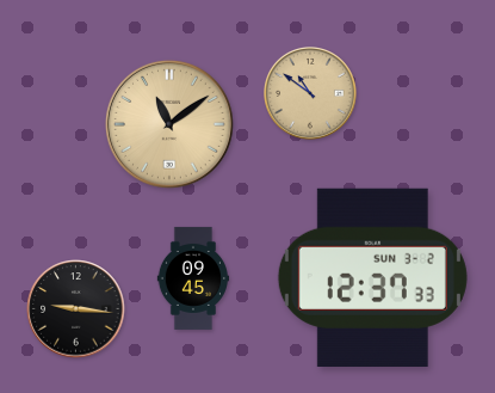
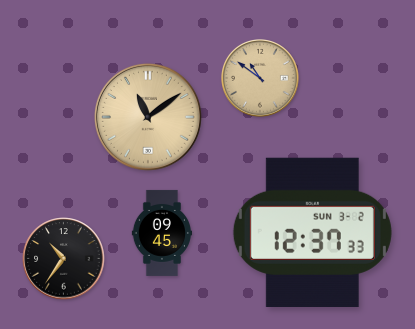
clock at (169, 124) position: (169, 124) -> (148, 117)
clock at (76, 309): 9:16 -> 10:36
